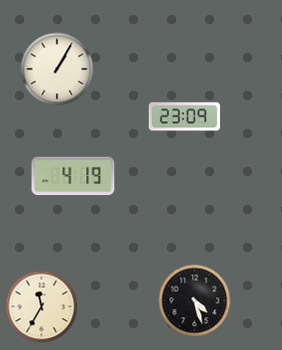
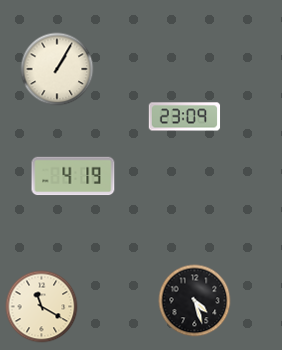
clock at (42, 307): 11:35 -> 11:20
